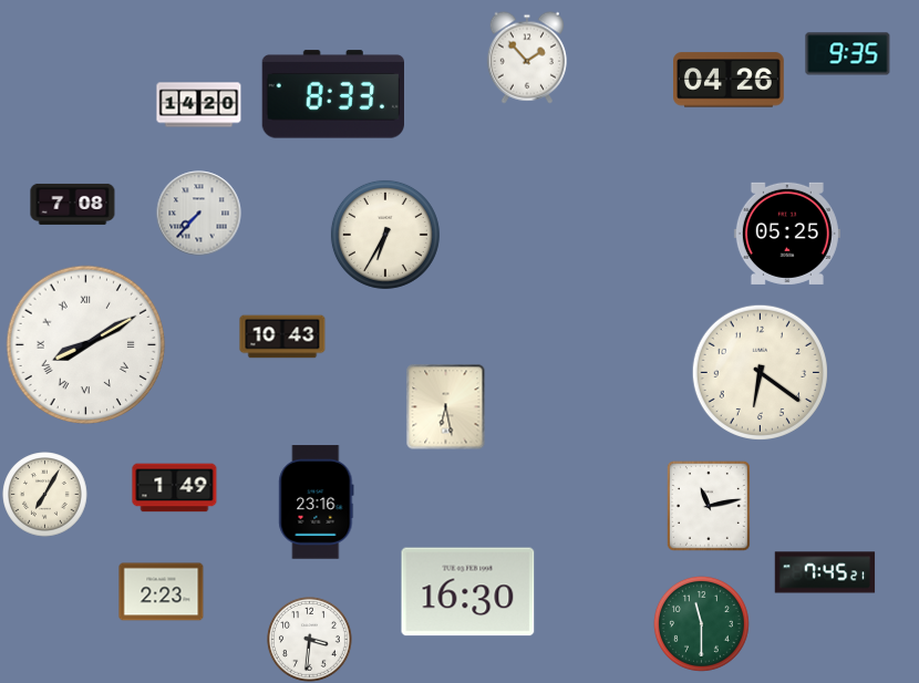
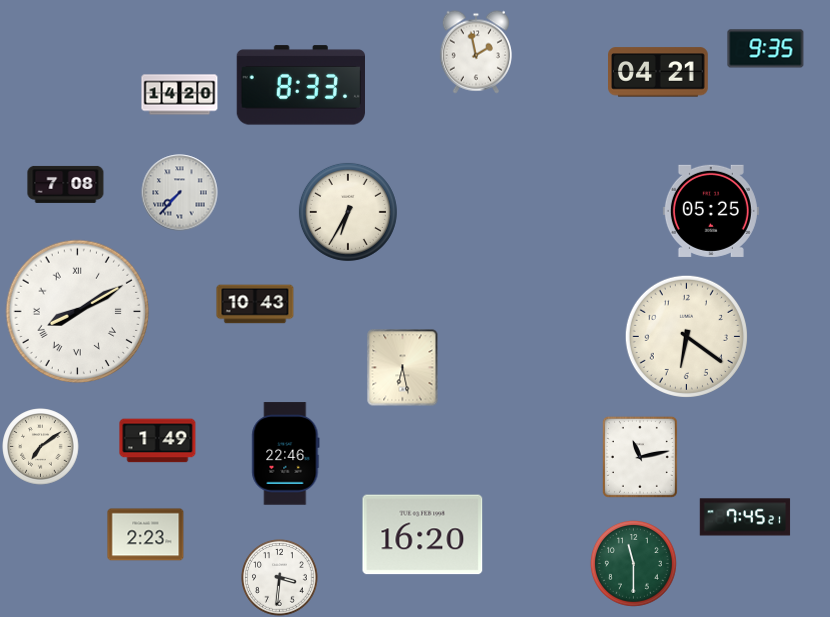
clock at (527, 58): 1:53 -> 1:58
clock at (730, 80): 04:26 -> 04:21
clock at (45, 495): 7:05 -> 7:09
clock at (317, 503): 23:16 -> 22:46
clock at (468, 592): 16:30 -> 16:20
